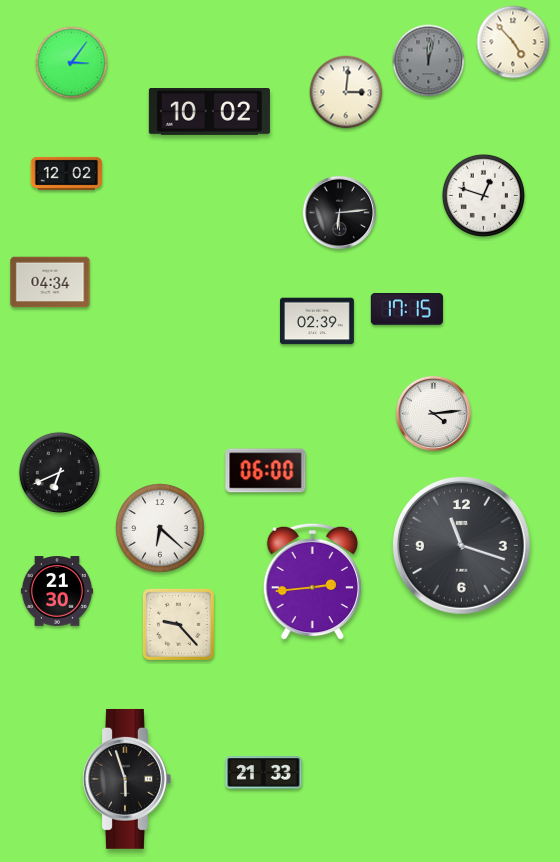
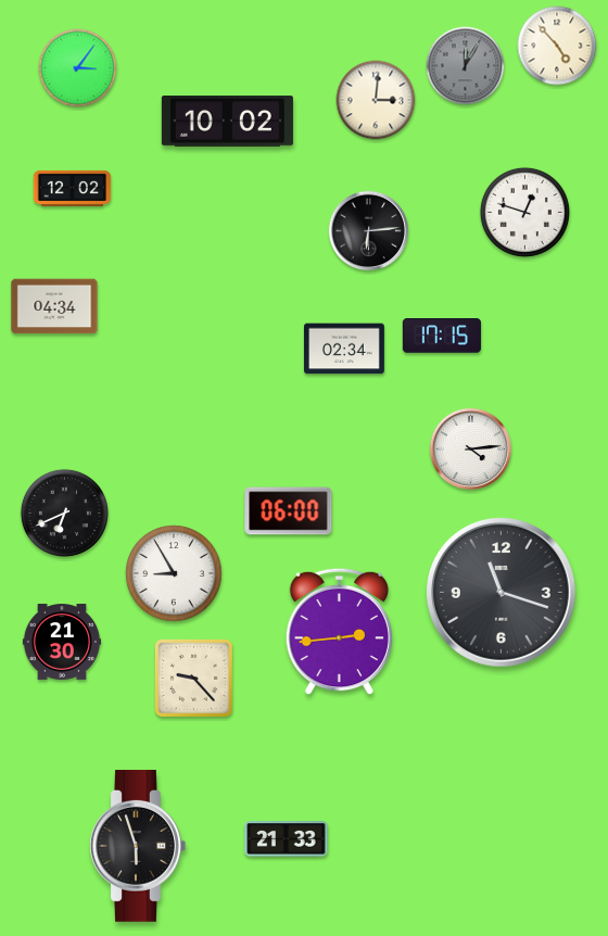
clock at (429, 61): 12:02 -> 12:05
clock at (317, 321): 02:39 -> 02:34
clock at (160, 528): 6:22 -> 8:55
